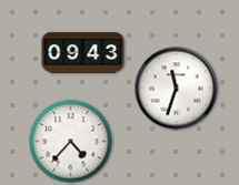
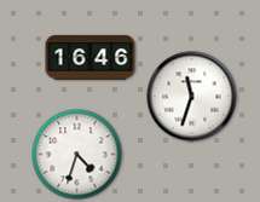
clock at (83, 53): 09:43 -> 16:46
clock at (71, 142): 4:37 -> 4:33
